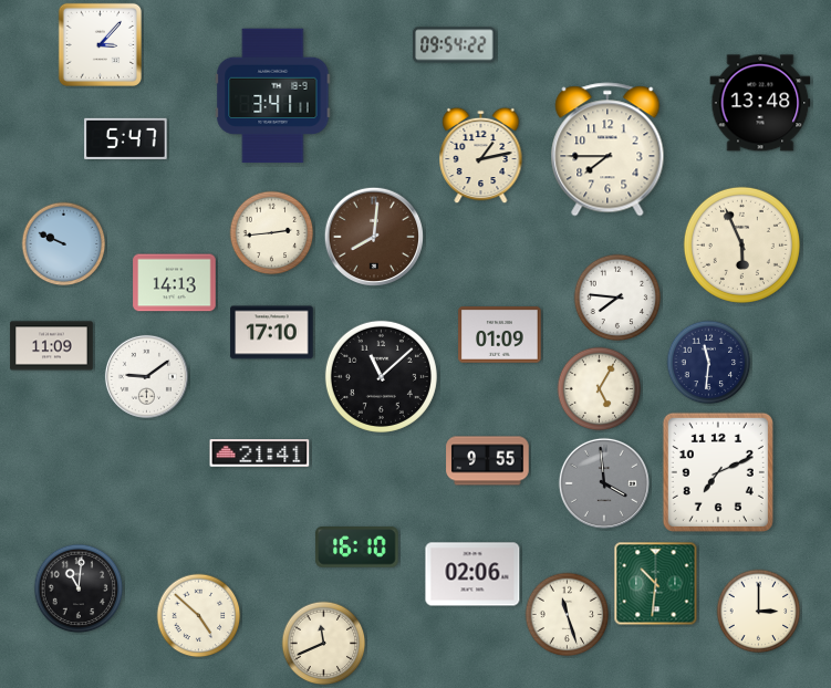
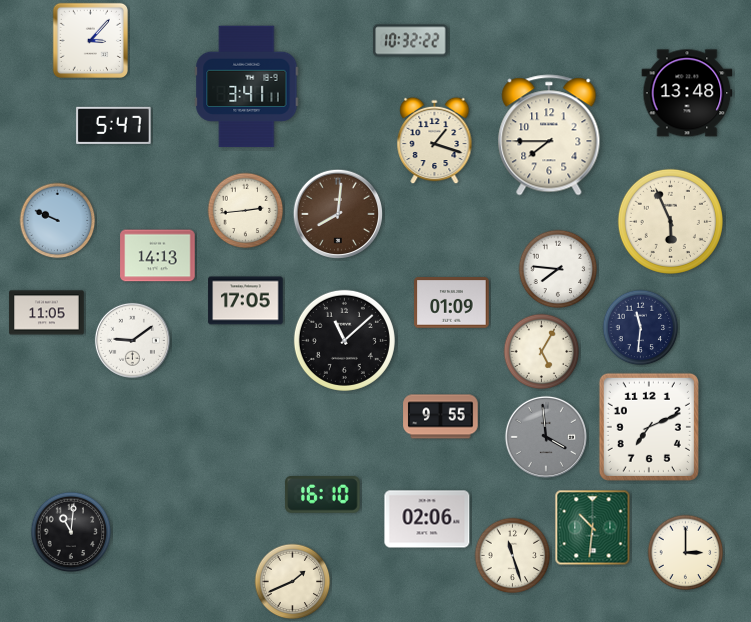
clock at (455, 45): 09:54 -> 10:32
clock at (481, 156): 1:13 -> 1:18
clock at (272, 333): 17:10 -> 17:05
clock at (52, 346): 11:09 -> 11:05
clock at (260, 454): 21:41 -> none
clock at (199, 616): 4:52 -> none
clock at (324, 644): 11:41 -> 1:41
